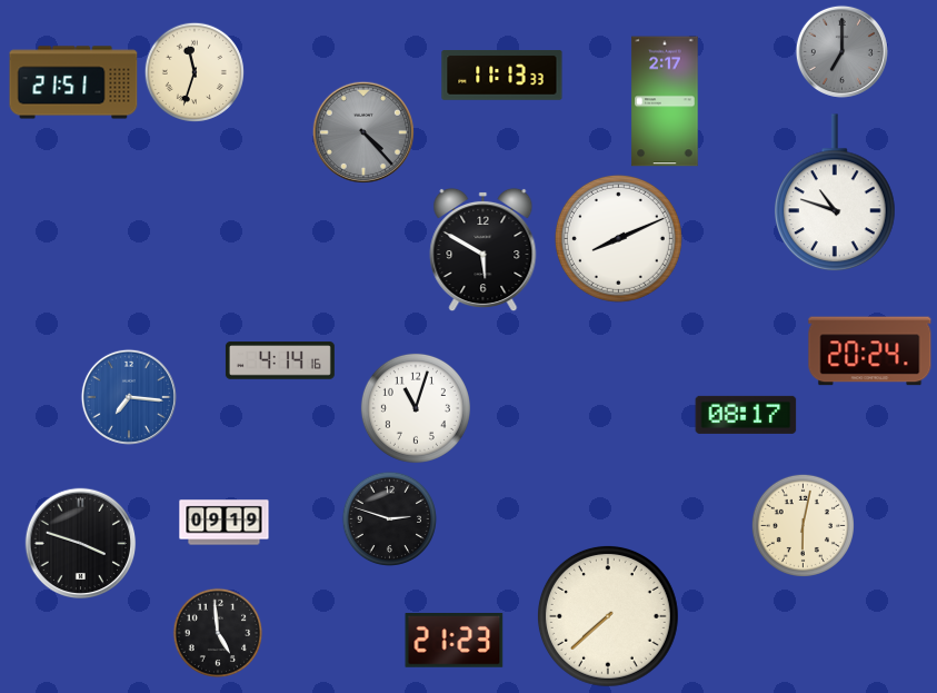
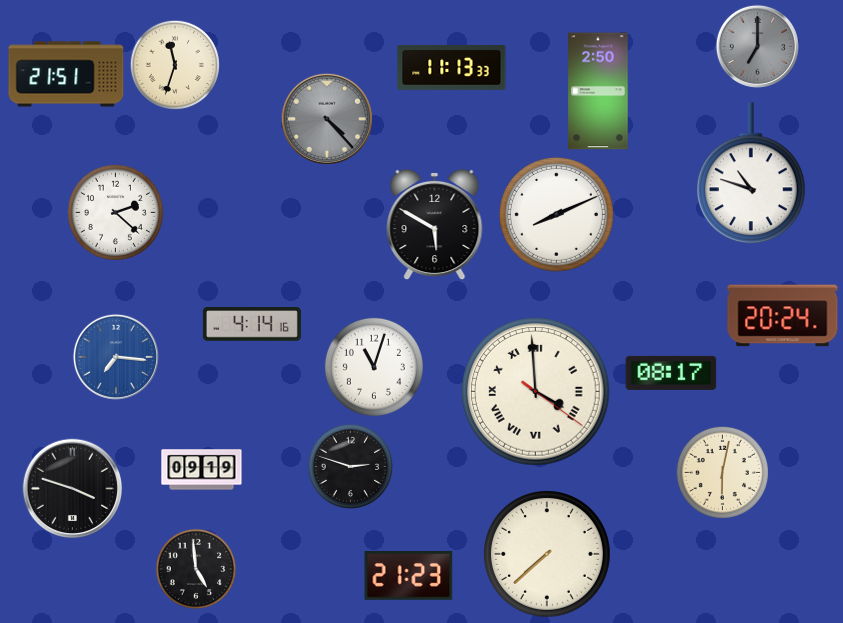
clock at (665, 101): 2:17 -> 2:50
clock at (115, 212): none -> 2:22
clock at (536, 392): none -> 3:59
